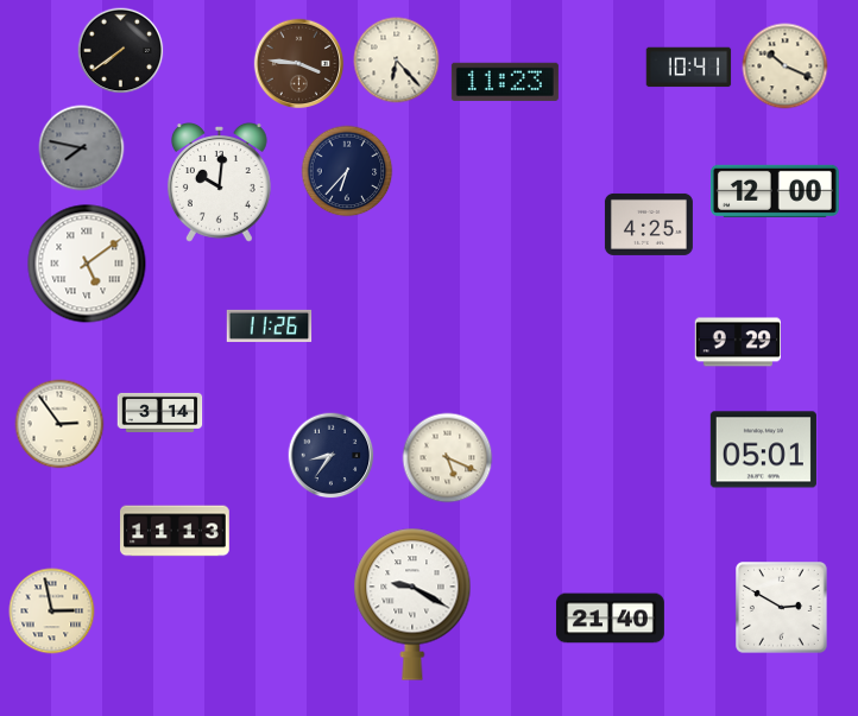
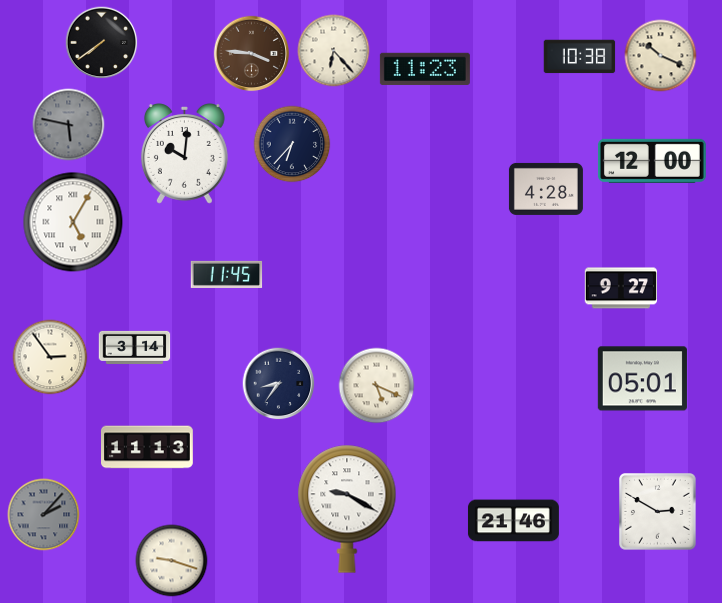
clock at (689, 68): 10:41 -> 10:38
clock at (82, 148): 7:47 -> 5:47
clock at (649, 224): 4:25 -> 4:28
clock at (87, 264): 5:09 -> 5:05
clock at (270, 325): 11:26 -> 11:45
clock at (737, 342): 9:29 -> 9:27
clock at (52, 612): 2:58 -> 2:07
clock at (52, 612) dial: cream -> grey
clock at (610, 619): 21:40 -> 21:46
clock at (172, 561): none -> 9:18
